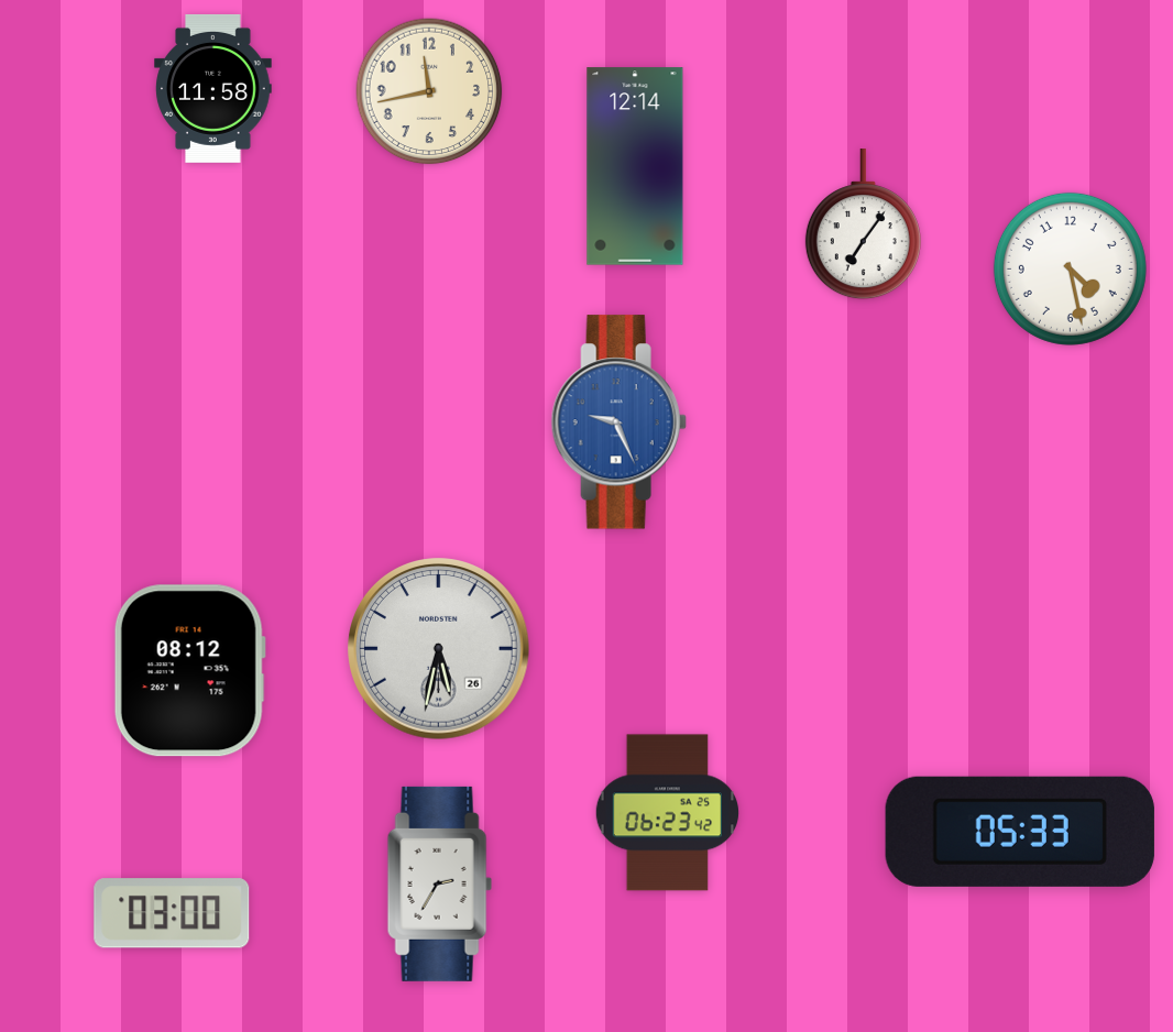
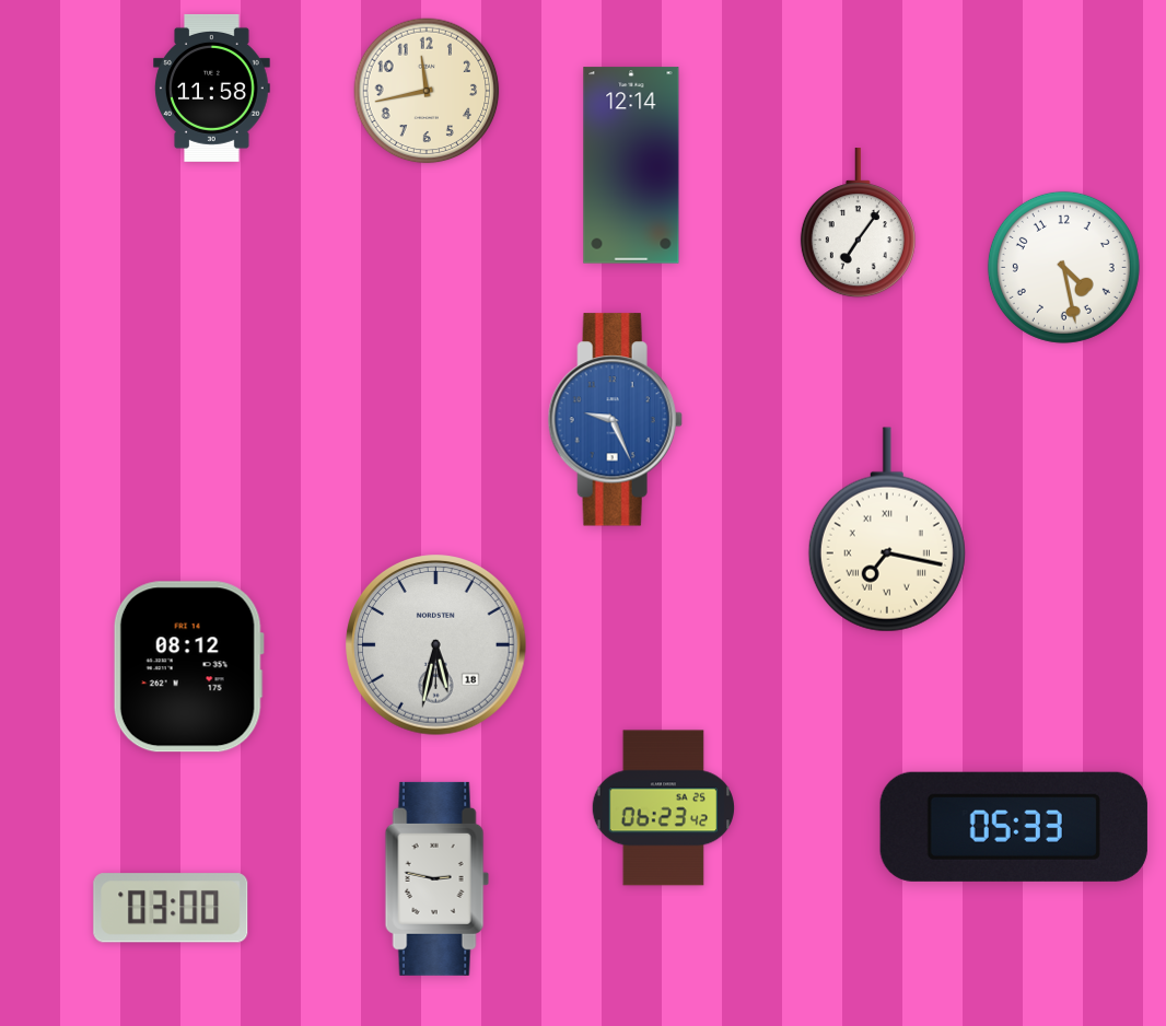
clock at (887, 529): none -> 7:17
clock at (439, 649) date: 26 -> 18
clock at (439, 883): 2:35 -> 2:47
